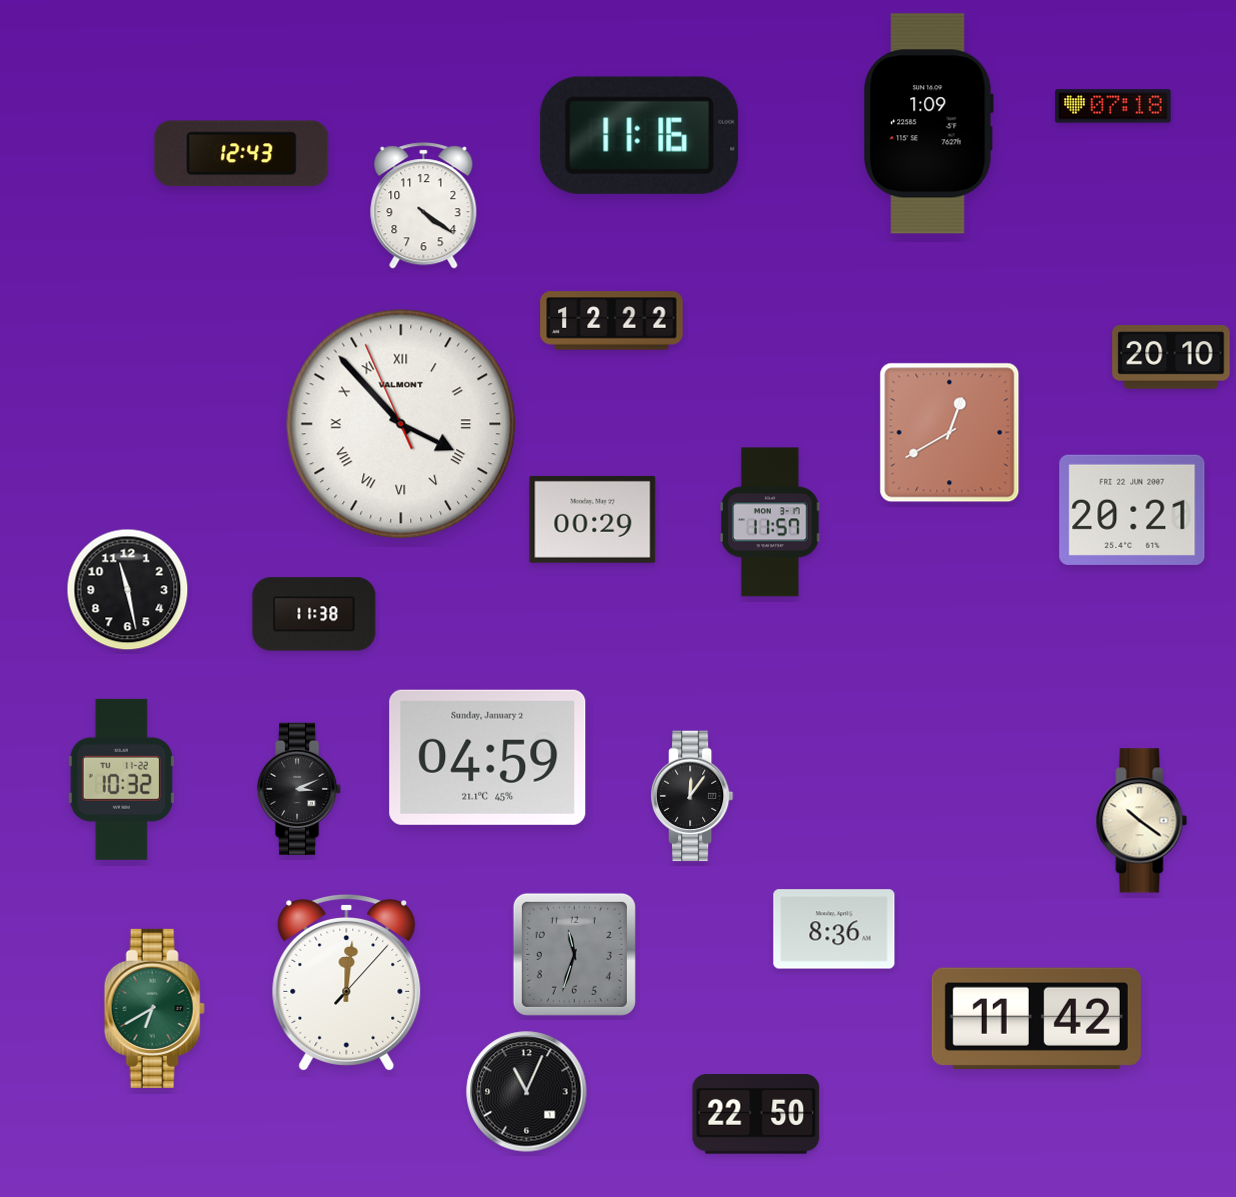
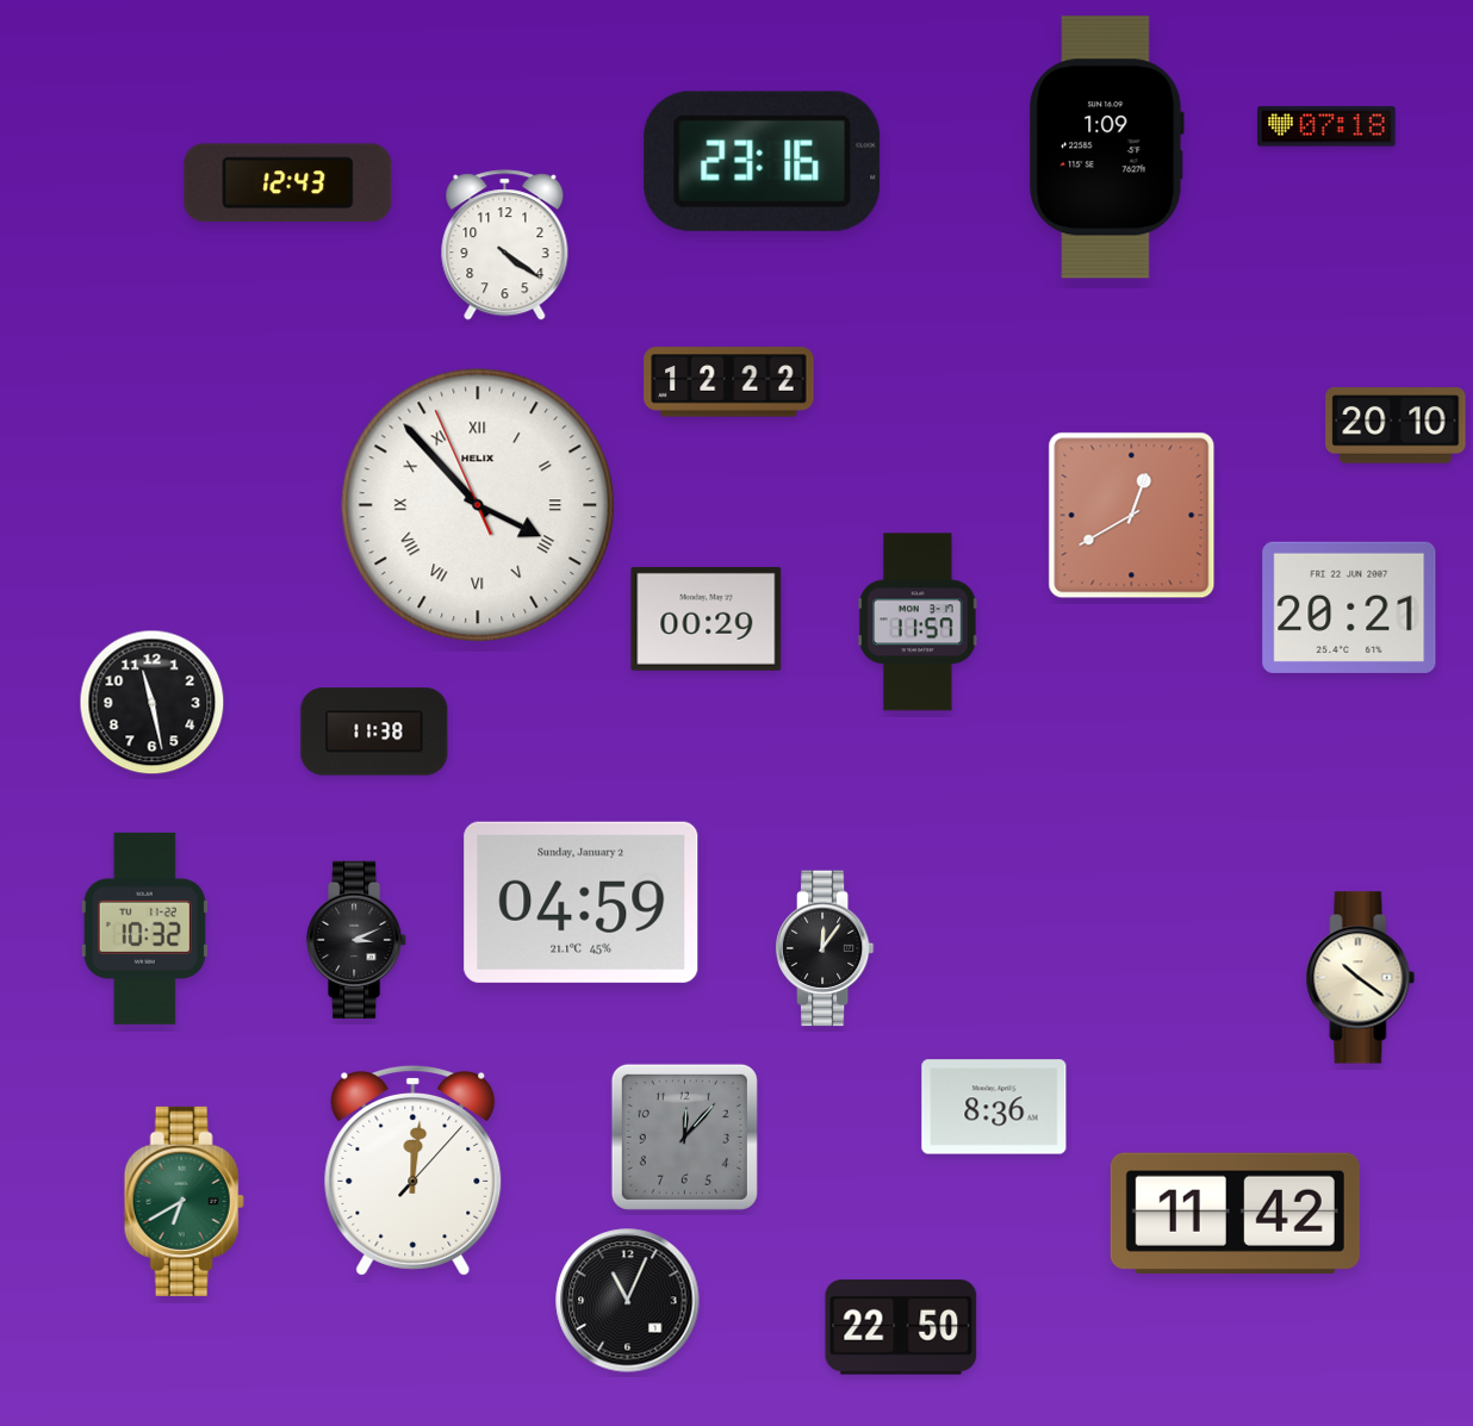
clock at (640, 135): 11:16 -> 23:16
clock at (401, 424) brand: VALMONT -> HELIX
clock at (574, 954): 11:33 -> 12:07
